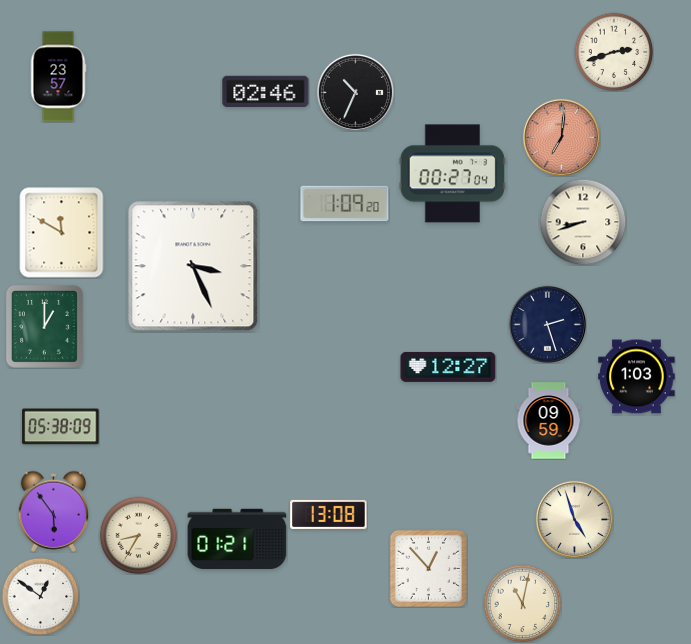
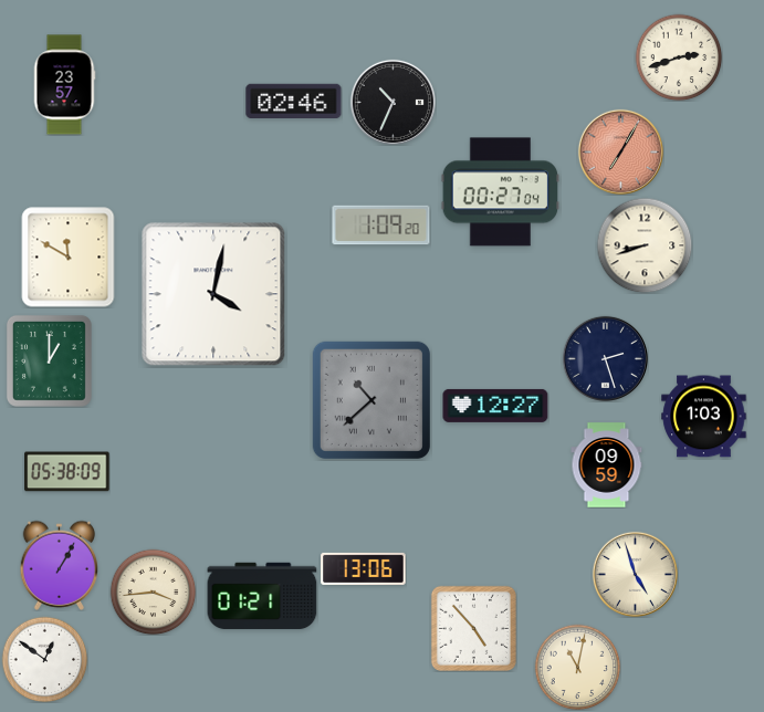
clock at (561, 137): 7:01 -> 7:05
clock at (193, 266): 3:26 -> 4:02
clock at (371, 400): none -> 10:38
clock at (53, 511): 5:54 -> 1:05
clock at (329, 514): 13:08 -> 13:06
clock at (138, 535): 8:35 -> 3:44
clock at (428, 568): 12:53 -> 4:53
